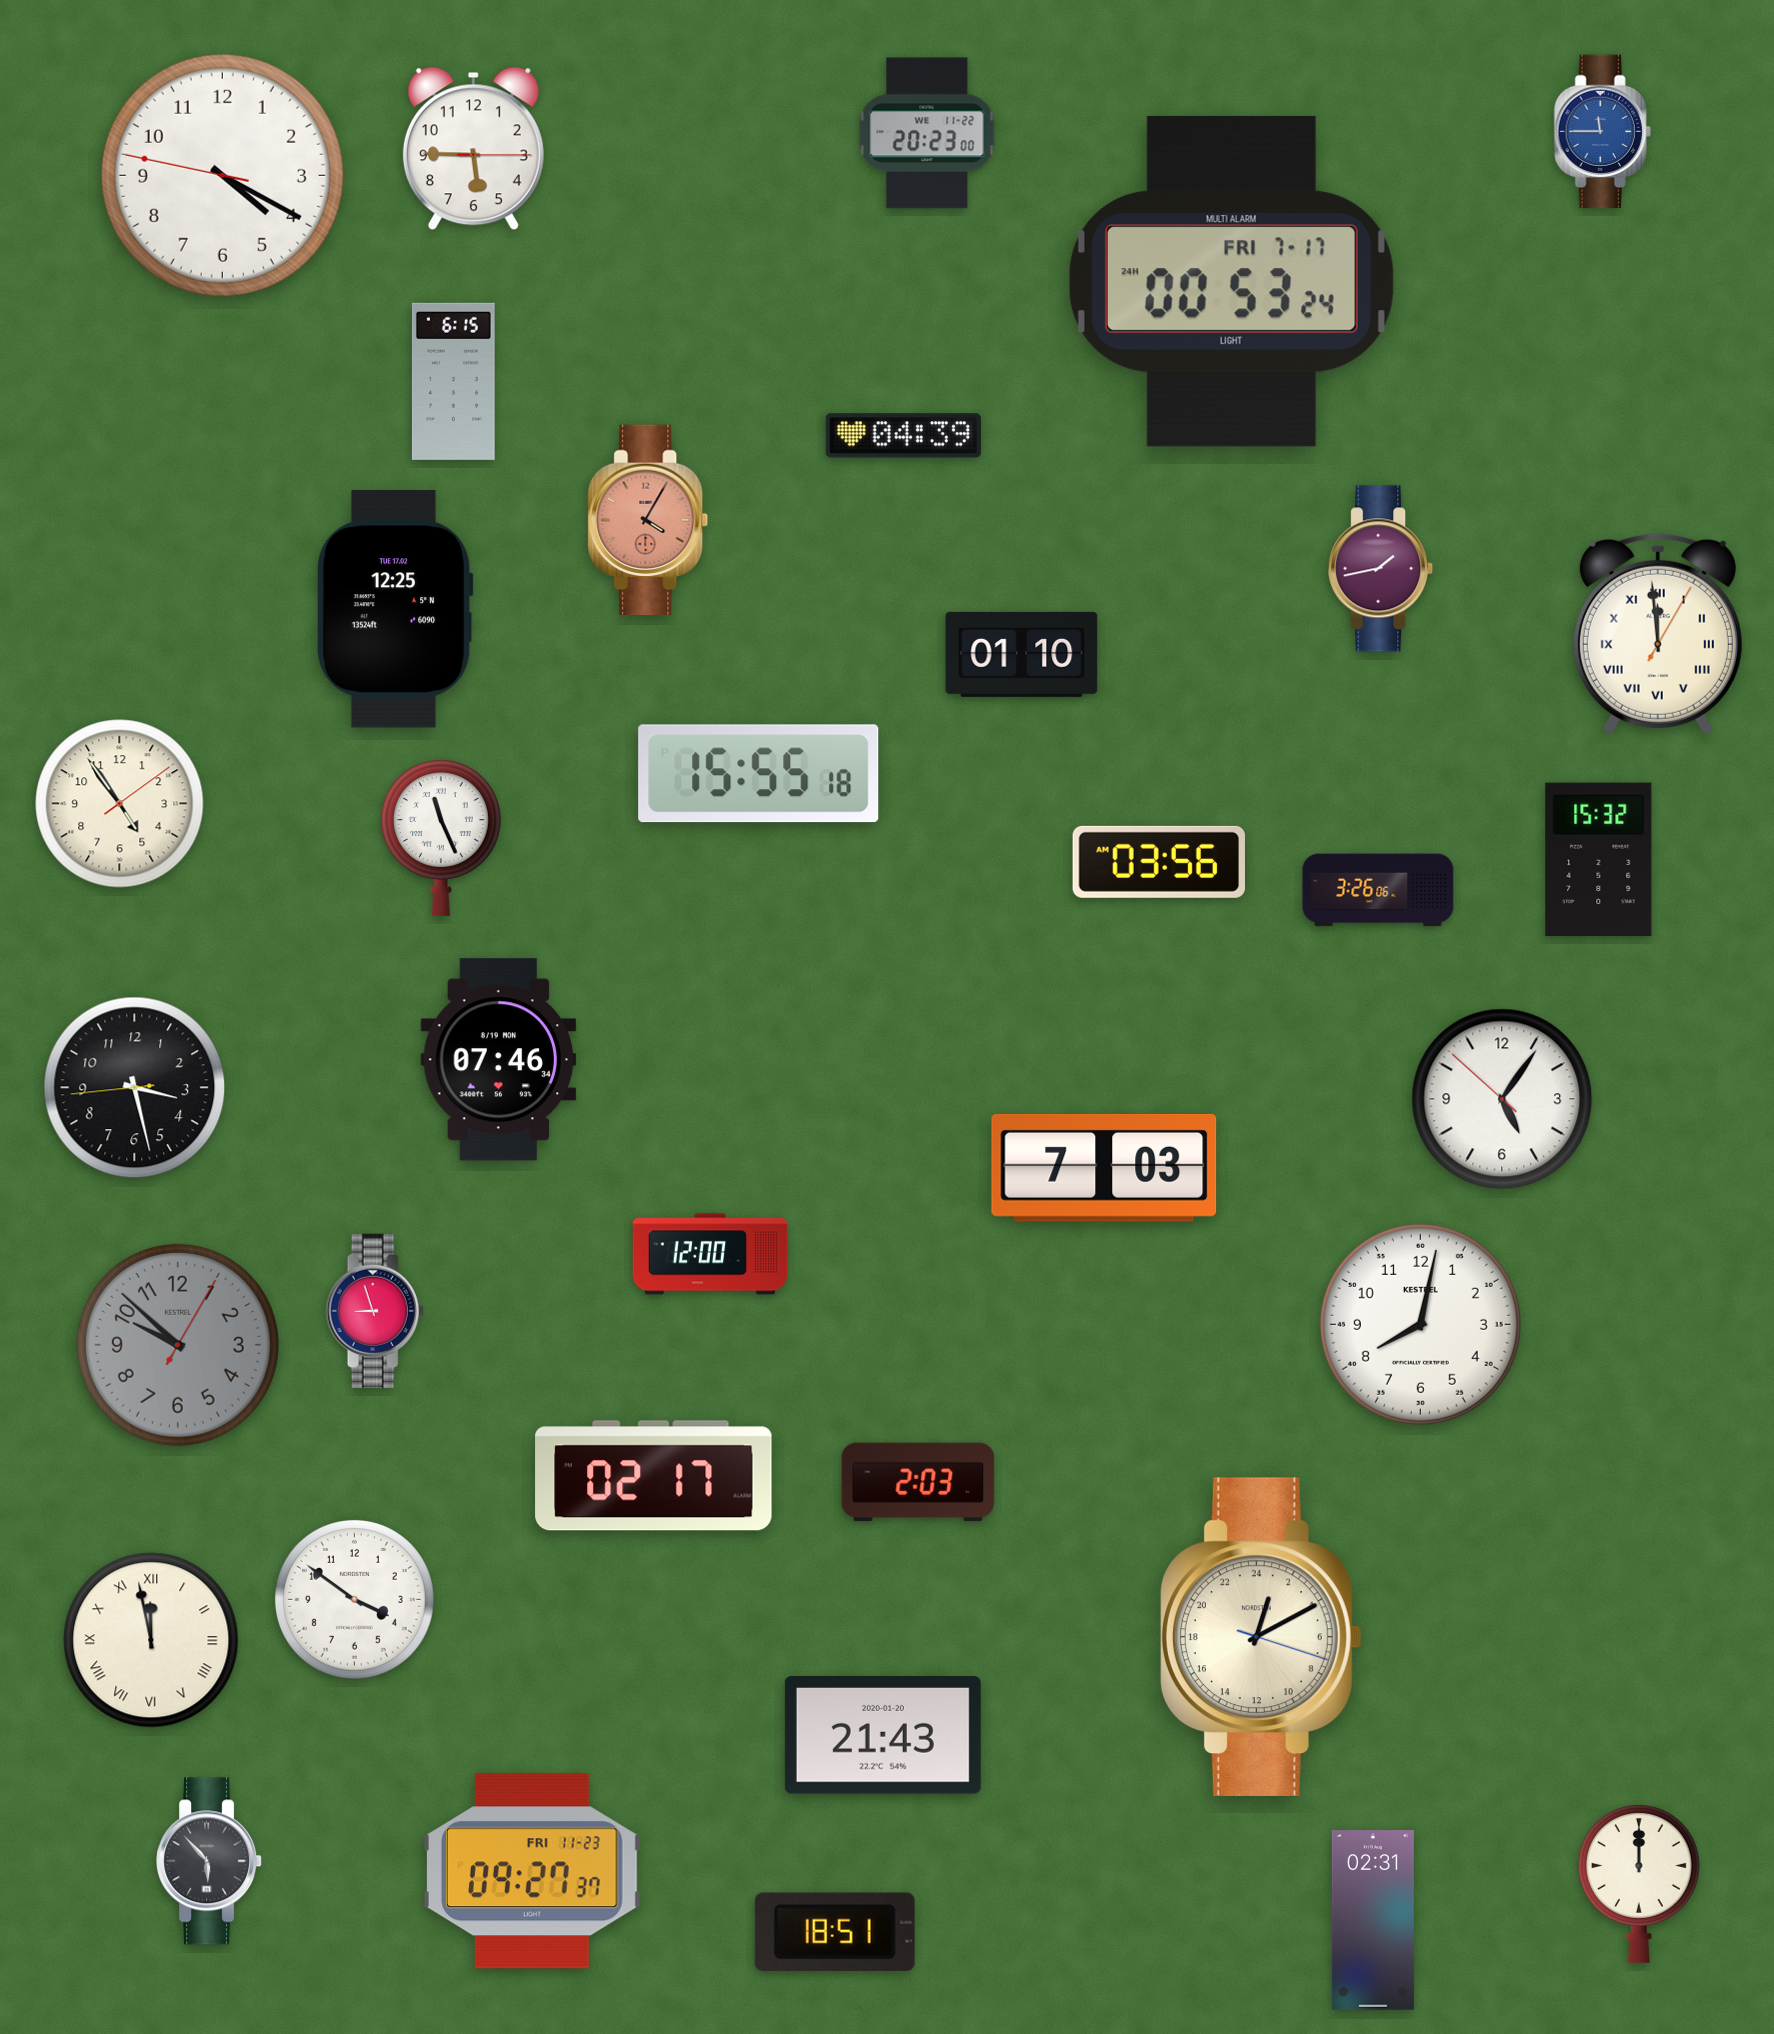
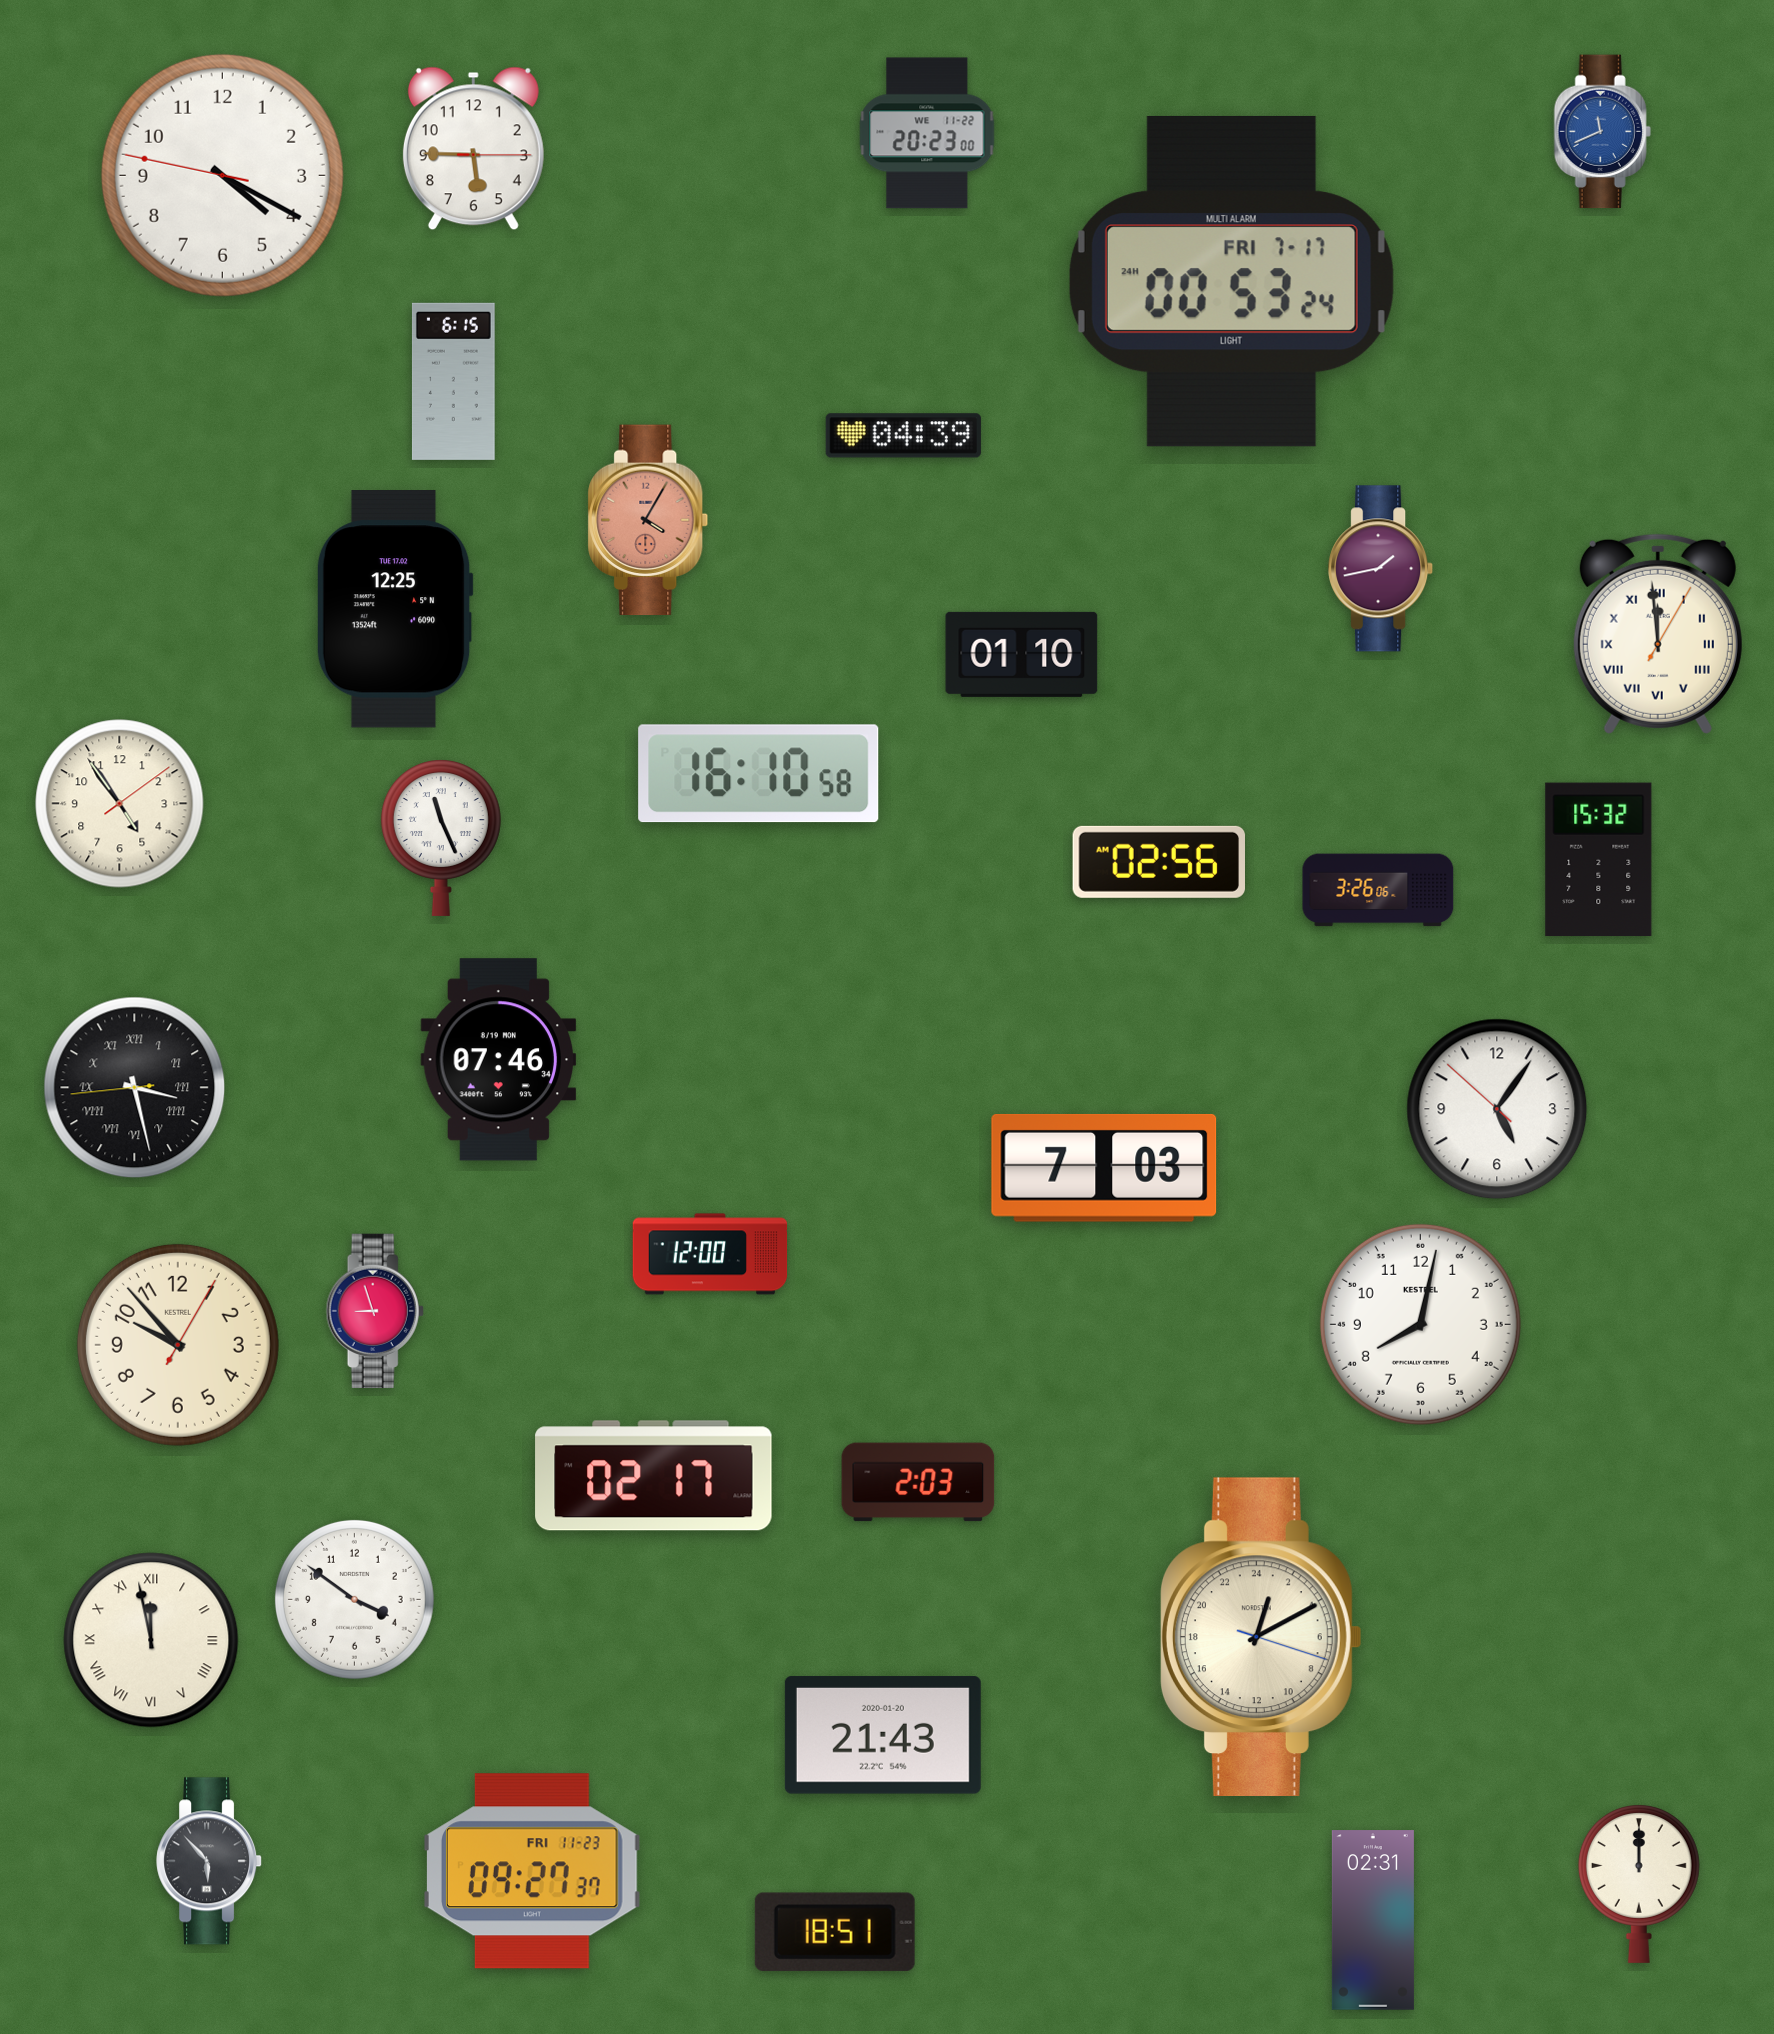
clock at (1602, 132): 11:45 -> 11:41
clock at (759, 774): 15:55 -> 16:10
clock at (1158, 862): 03:56 -> 02:56
clock at (135, 1088) numerals: Arabic -> Roman
clock at (1502, 1099) position: (1502, 1099) -> (1497, 1109)
clock at (178, 1345): 9:52 -> 9:53
clock at (178, 1345) dial: grey -> cream
